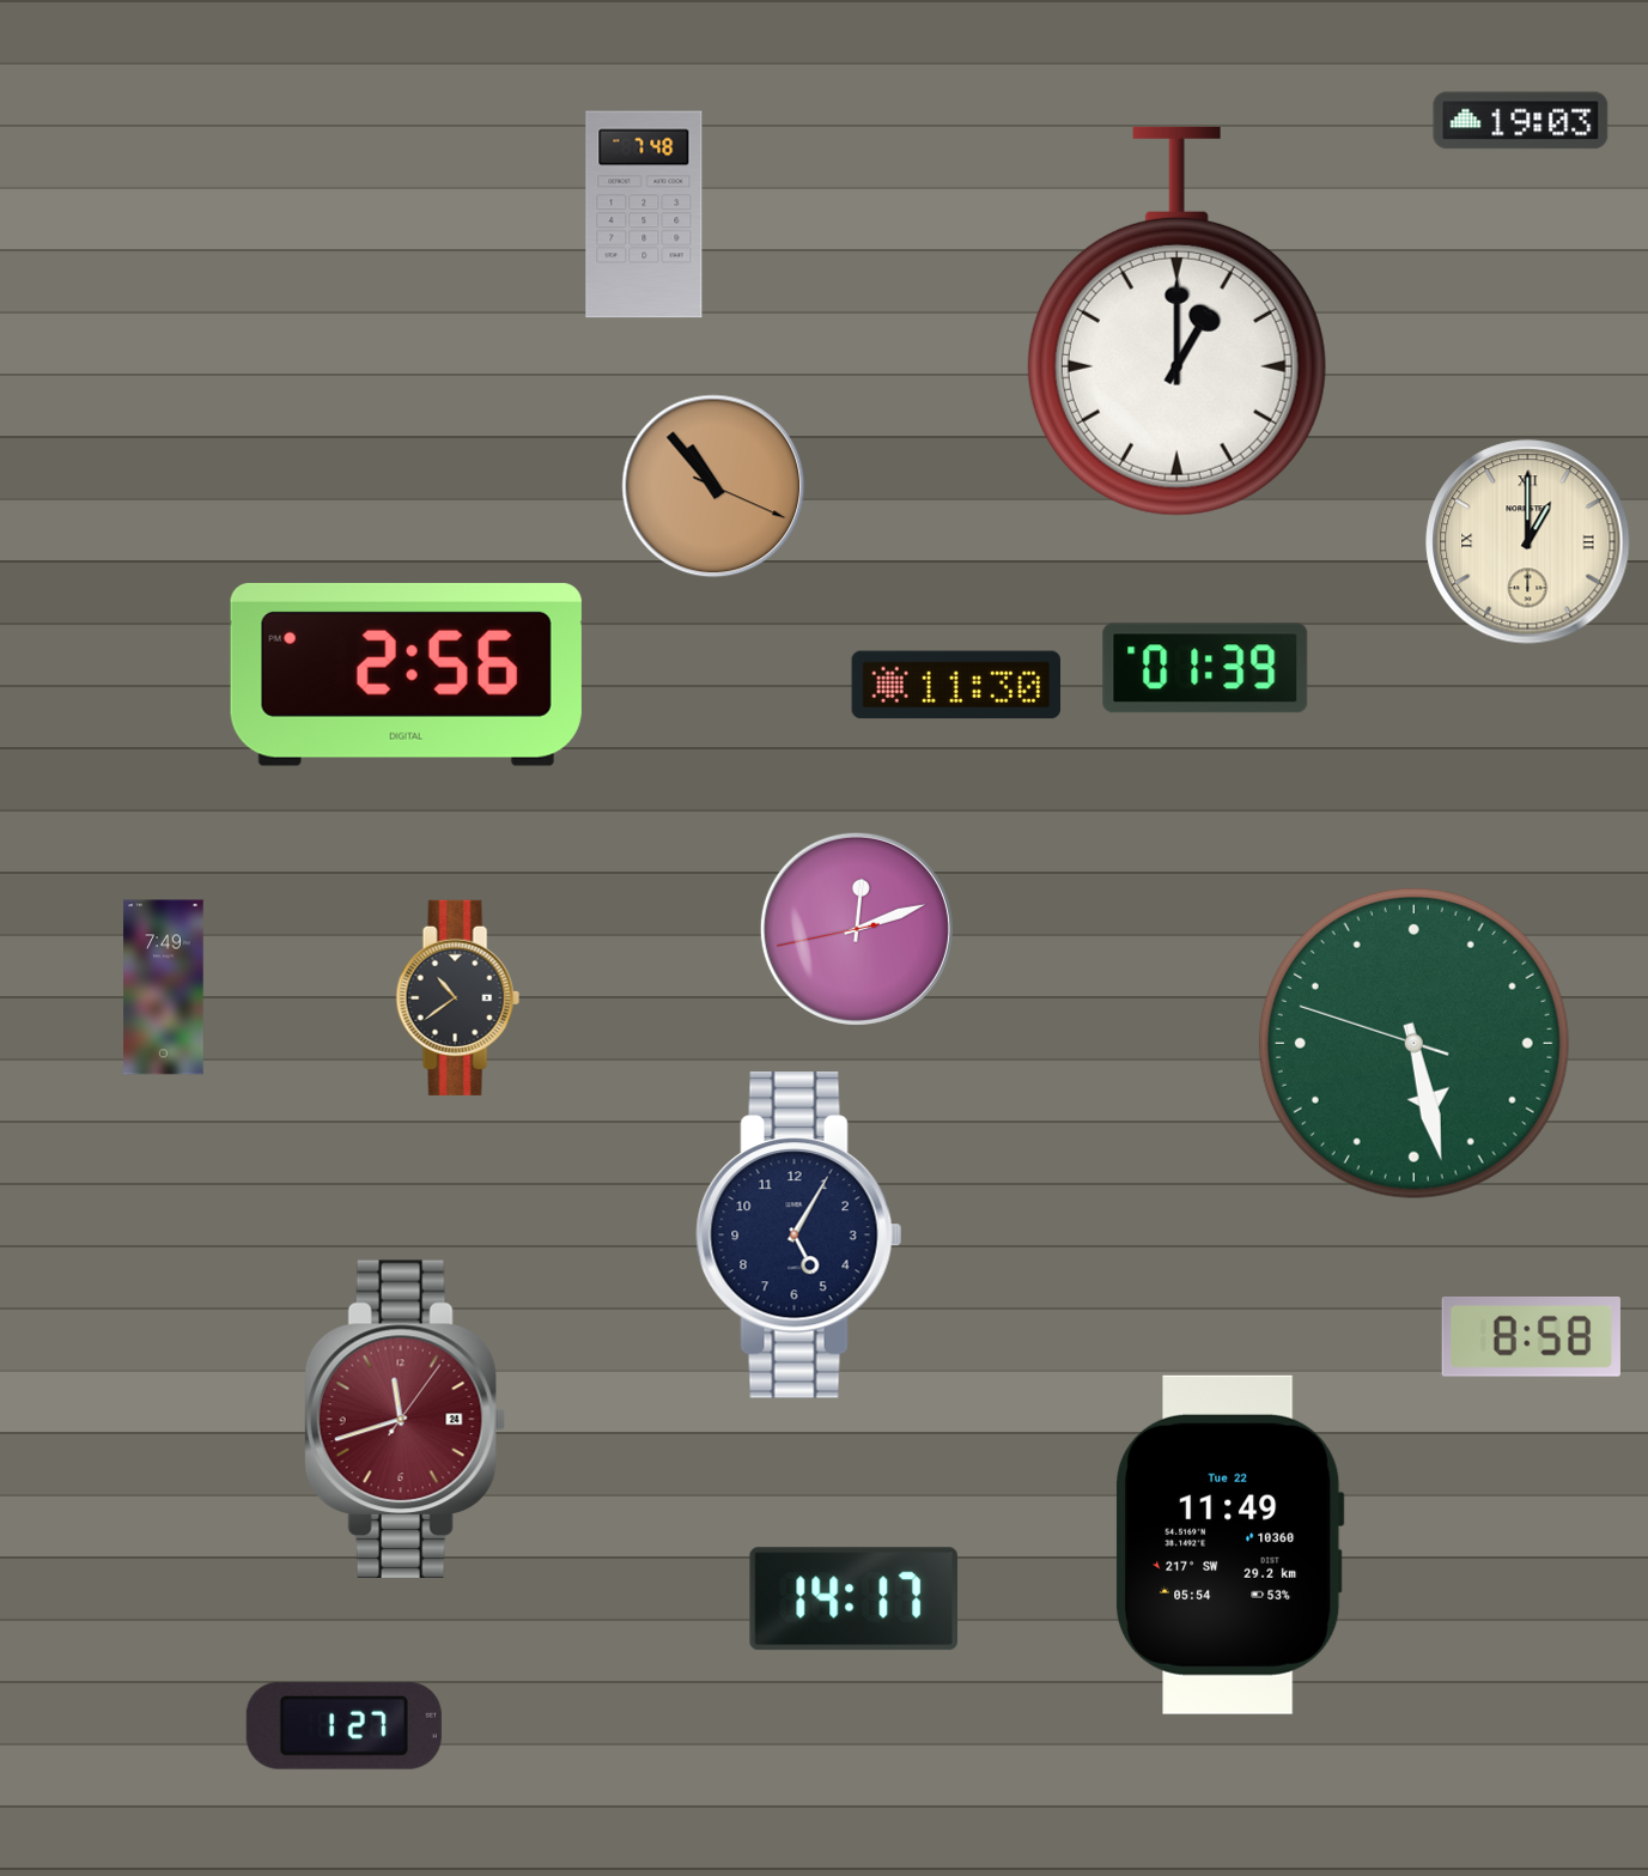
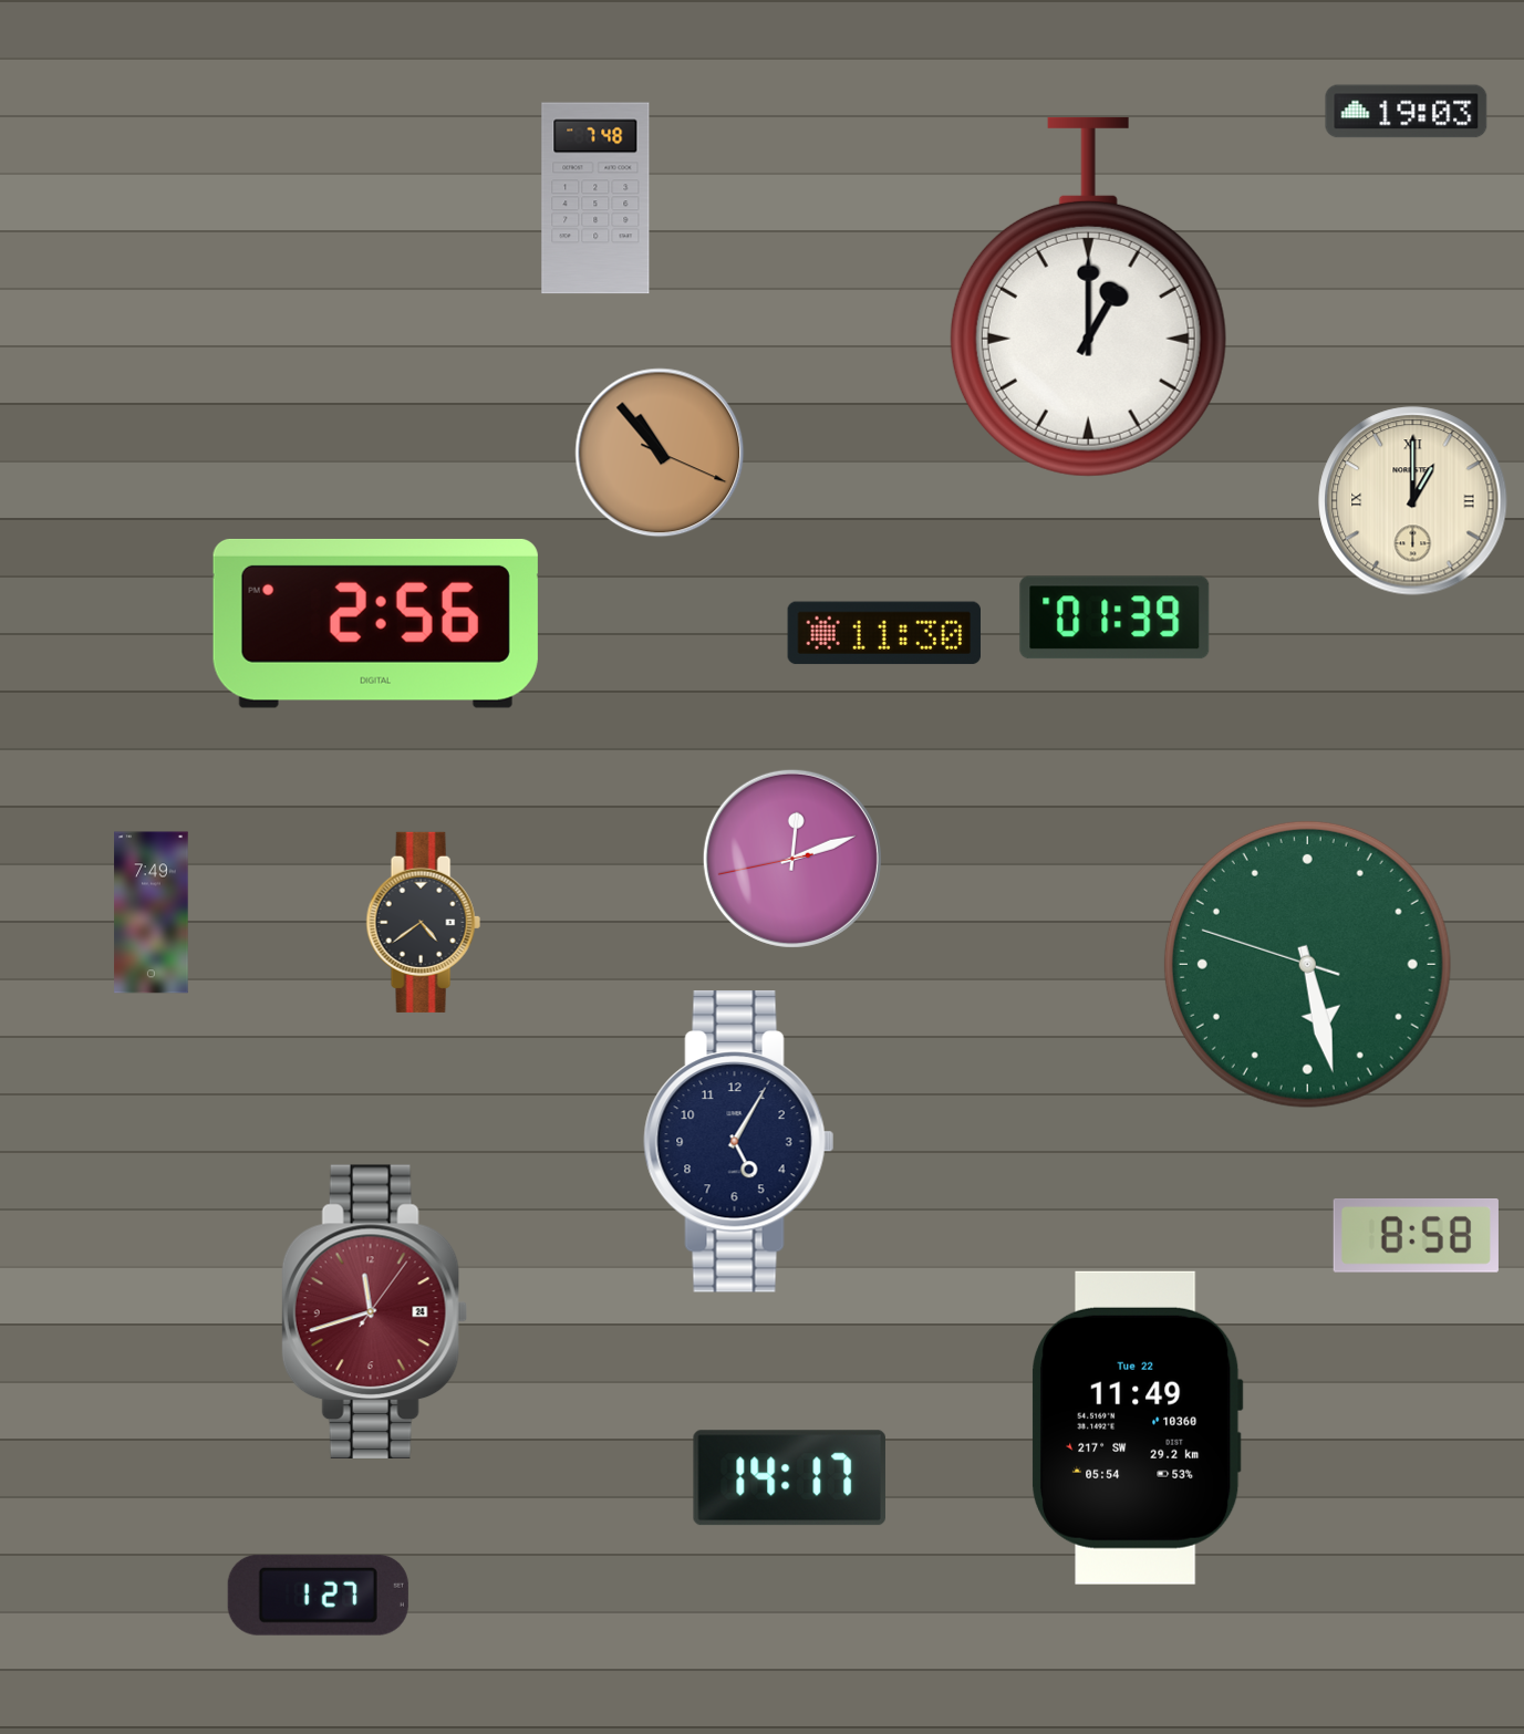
clock at (713, 486) position: (713, 486) -> (660, 453)
clock at (457, 997): 10:39 -> 4:39
